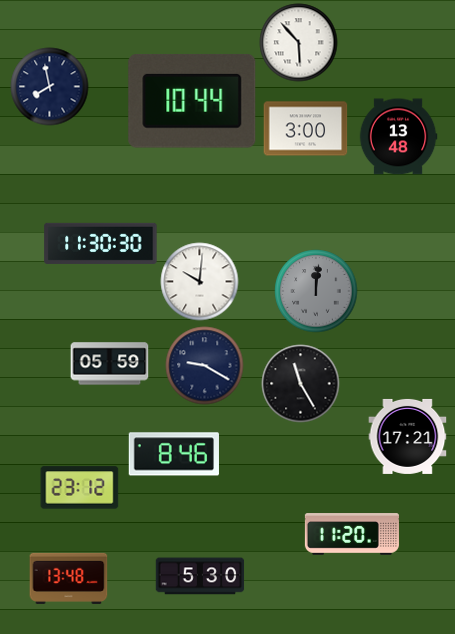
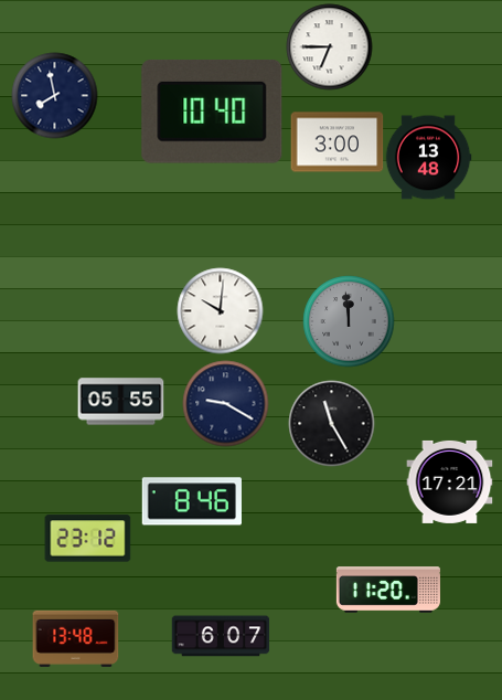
clock at (298, 42): 5:53 -> 6:45
clock at (192, 101): 10:44 -> 10:40
clock at (398, 137) position: (398, 137) -> (428, 158)
clock at (101, 243): 11:30 -> none
clock at (316, 291): 12:01 -> 11:59
clock at (109, 364): 05:59 -> 05:55
clock at (200, 576): 5:30 -> 6:07
